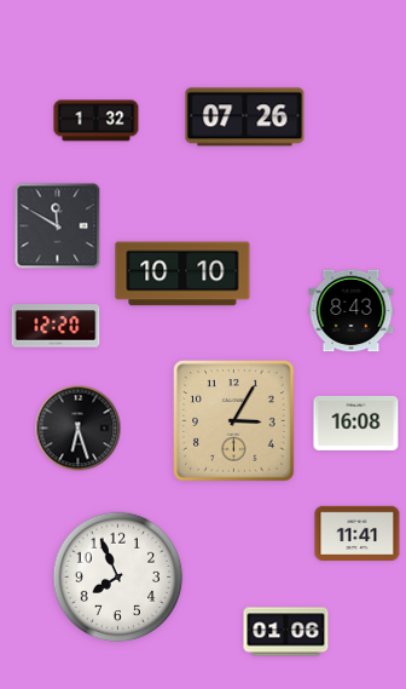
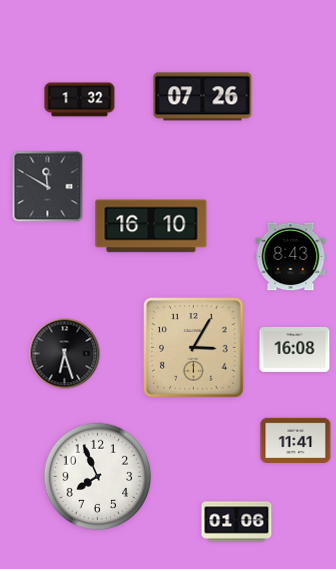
clock at (182, 274): 10:10 -> 16:10
clock at (56, 326): 12:20 -> none
